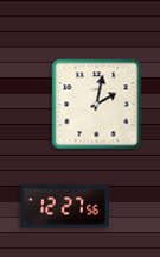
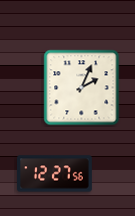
clock at (97, 105): 2:02 -> 2:04
